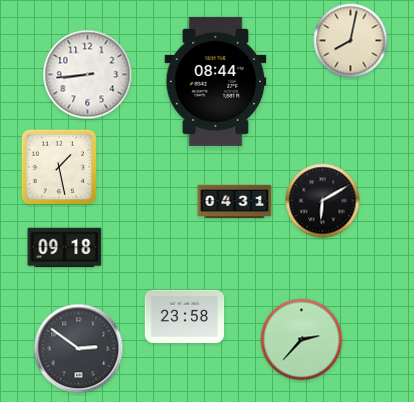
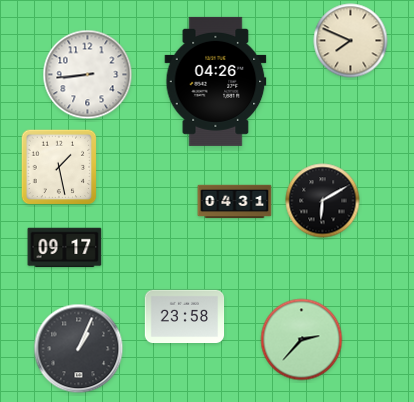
clock at (351, 41): 8:02 -> 7:49
clock at (216, 81): 08:44 -> 04:26
clock at (65, 248): 09:18 -> 09:17
clock at (79, 349): 2:51 -> 1:04
